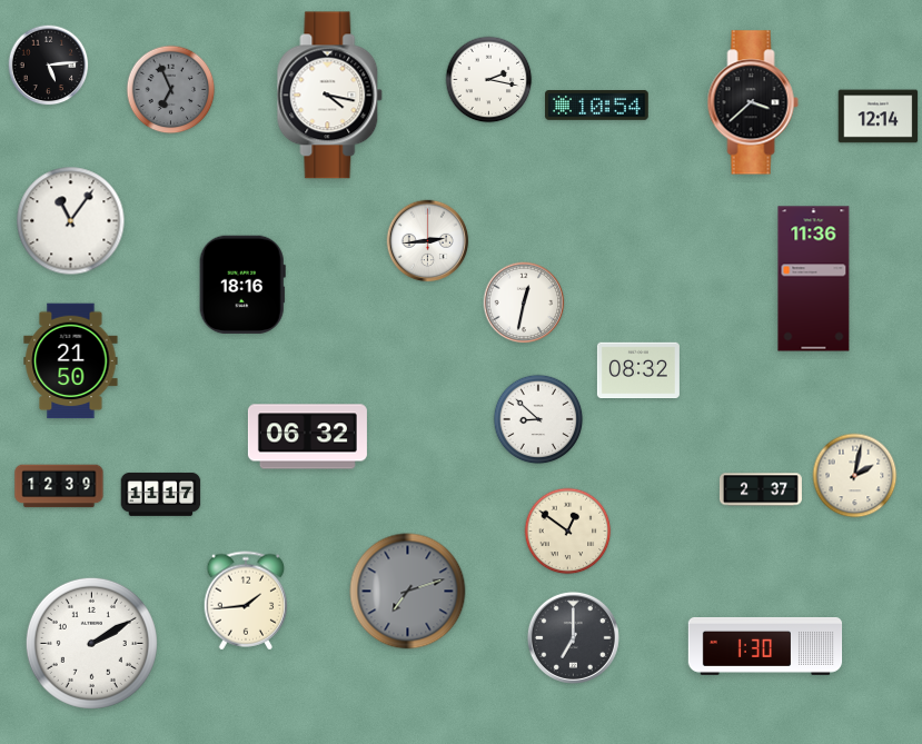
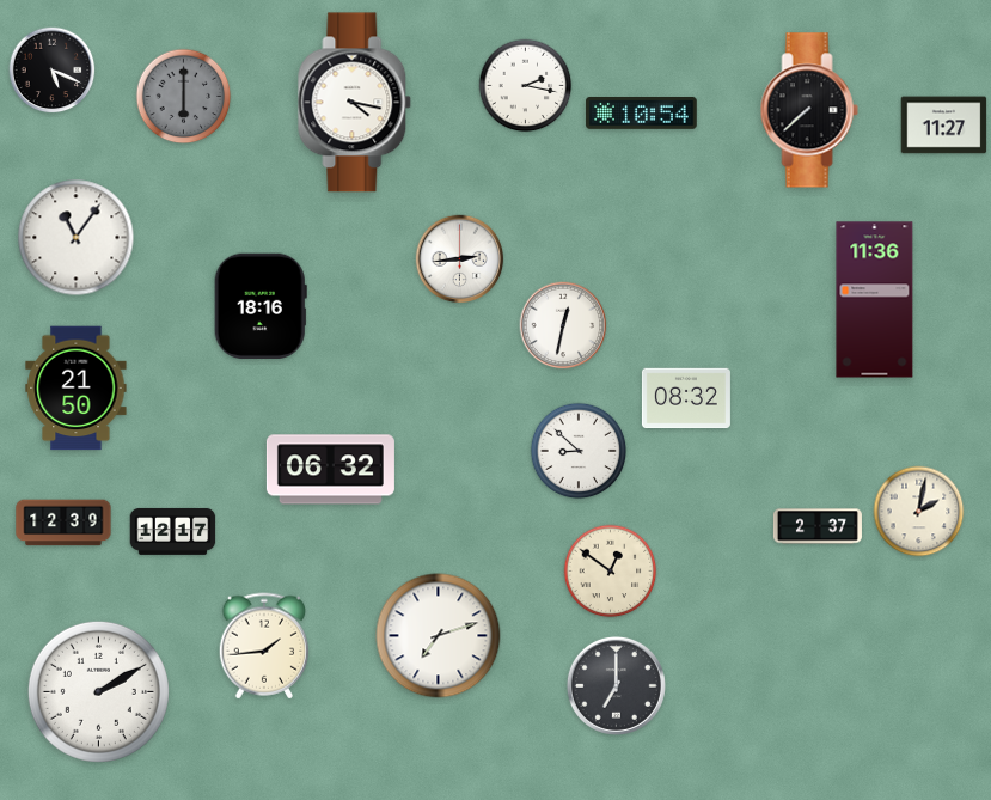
clock at (49, 66): 5:14 -> 5:19
clock at (171, 90): 6:56 -> 6:00
clock at (753, 102): 3:38 -> 7:38
clock at (879, 117): 12:14 -> 11:27
clock at (161, 494): 11:17 -> 12:17
clock at (408, 592) dial: grey -> white
clock at (765, 646): 1:30 -> none
